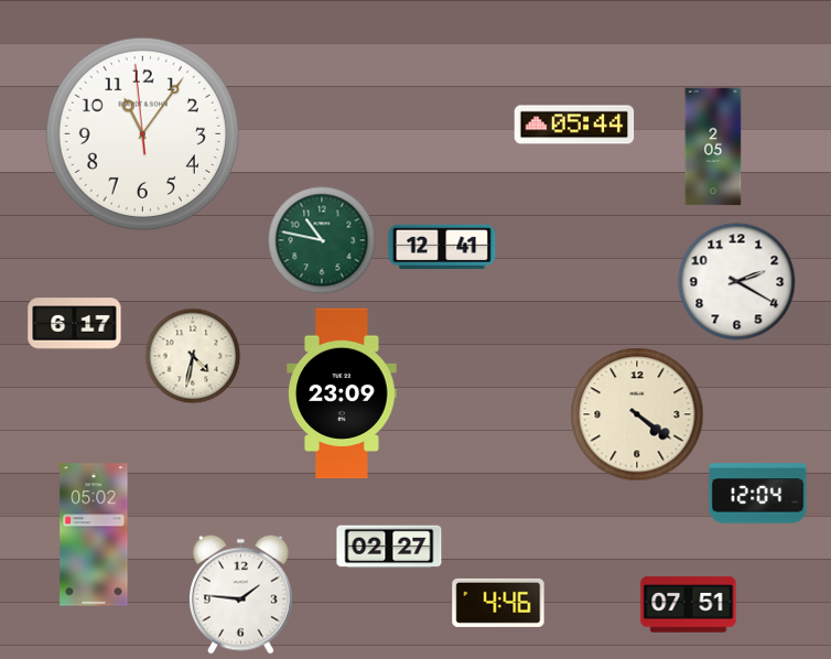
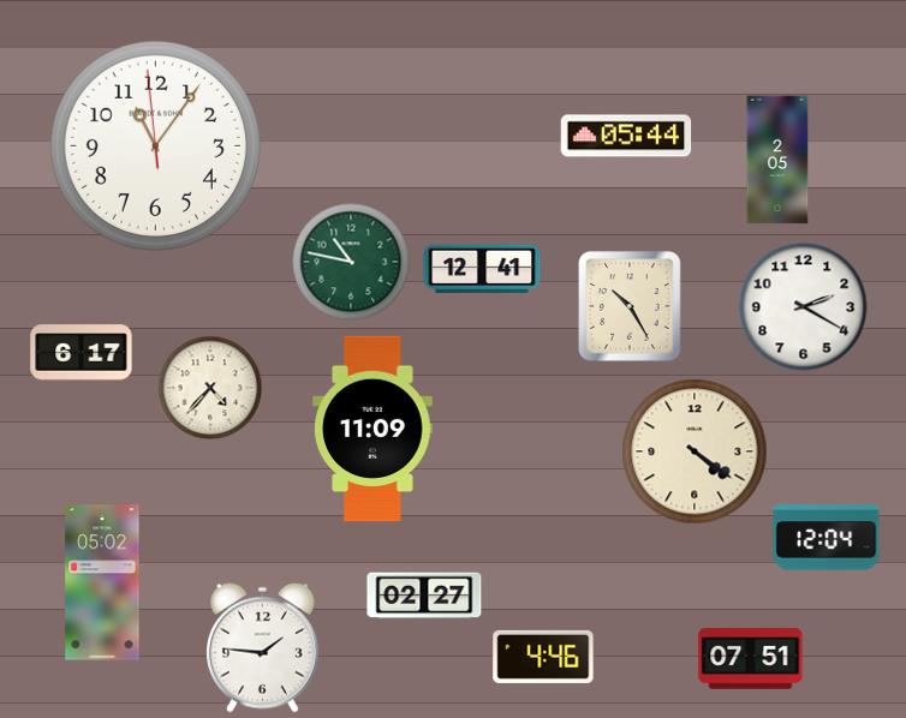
clock at (630, 306): none -> 10:25
clock at (193, 356): 4:32 -> 4:37
clock at (342, 393): 23:09 -> 11:09
